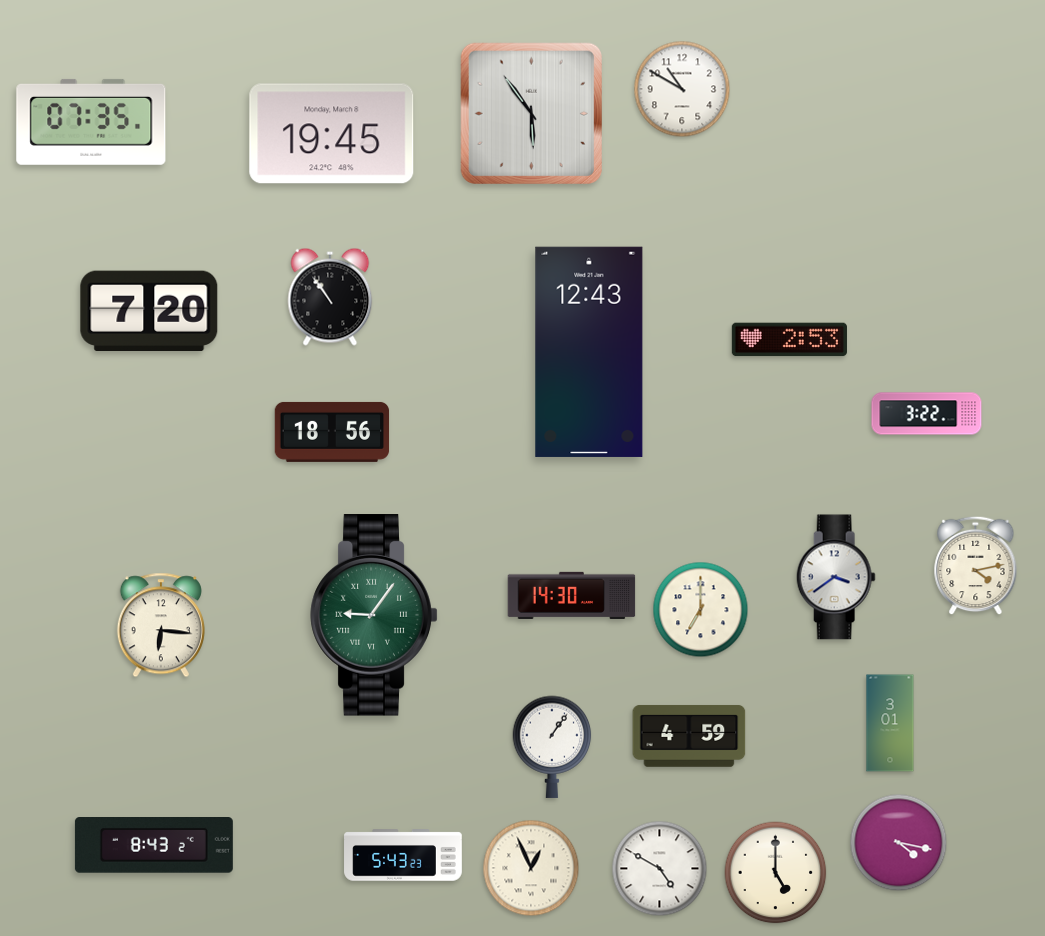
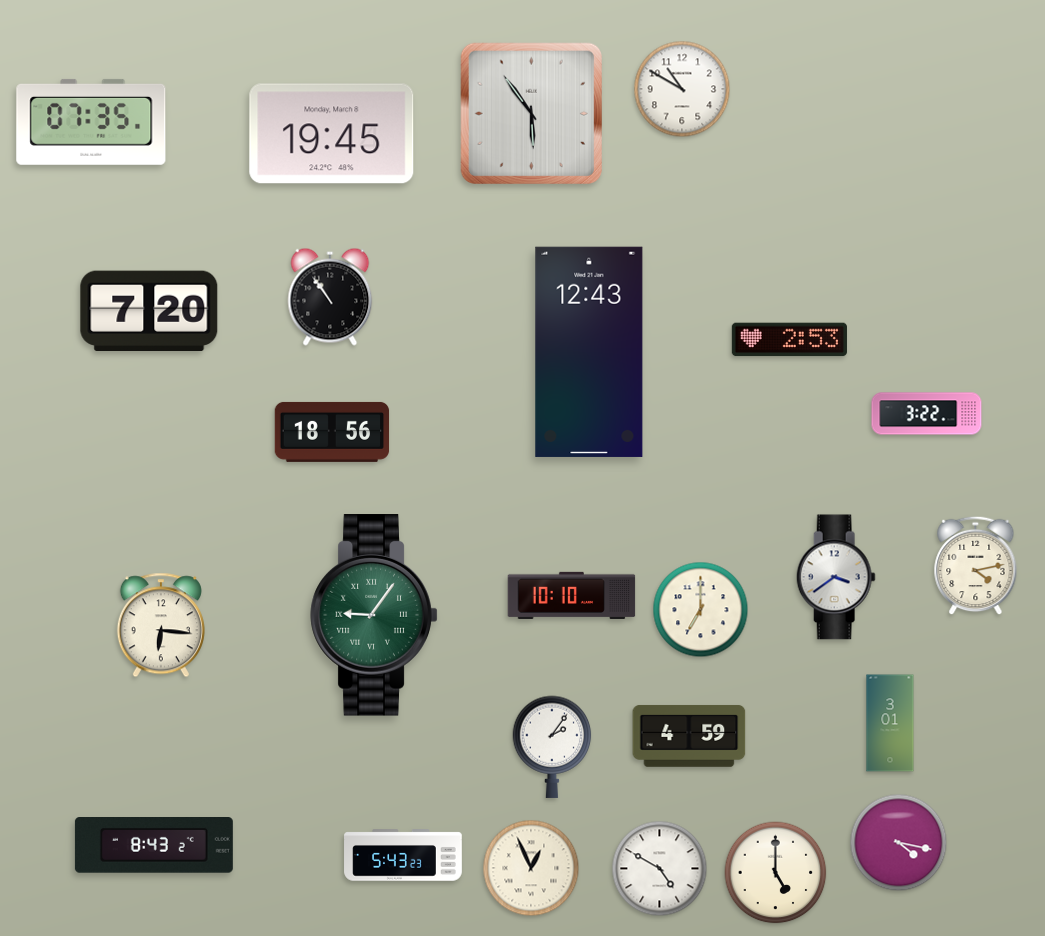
clock at (572, 595): 14:30 -> 10:10
clock at (552, 747): 1:06 -> 2:06
